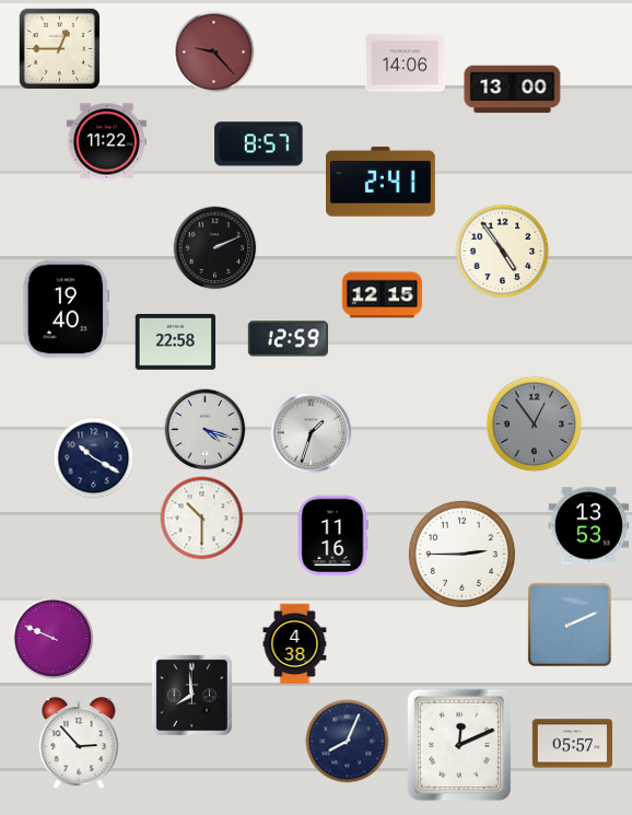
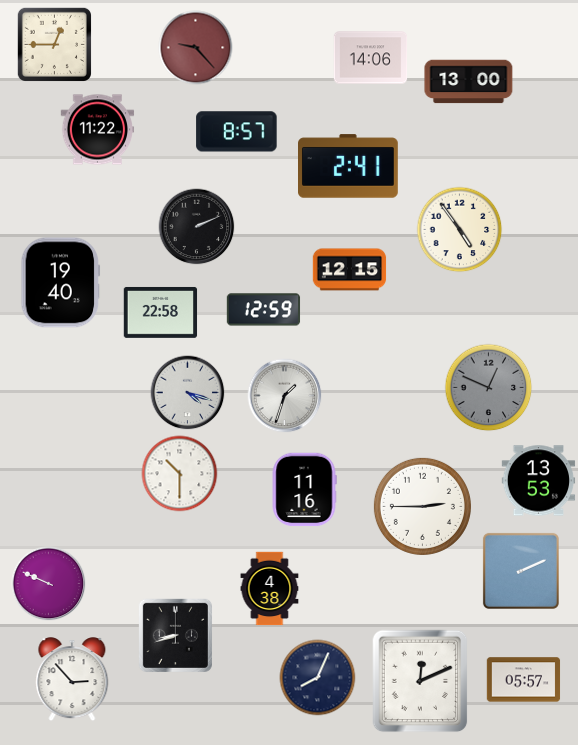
clock at (535, 424): 12:54 -> 12:49
clock at (94, 458): 10:20 -> none
clock at (202, 519) position: (202, 519) -> (180, 474)
clock at (191, 695): 7:59 -> 8:42
